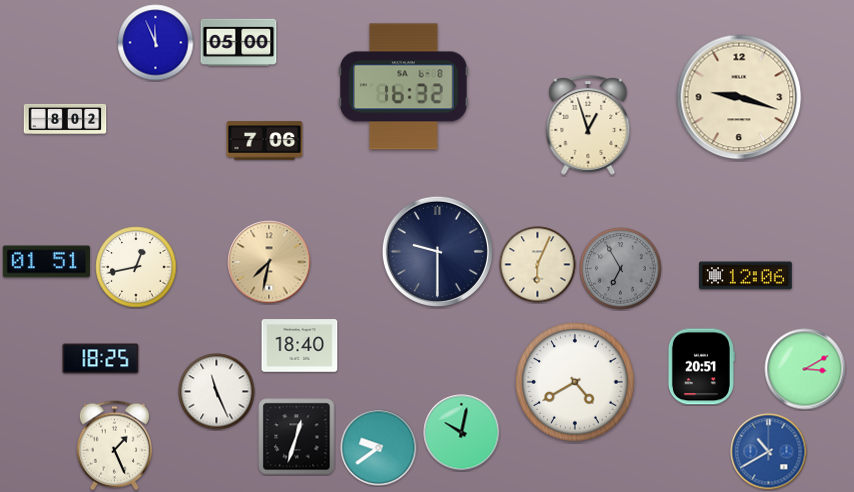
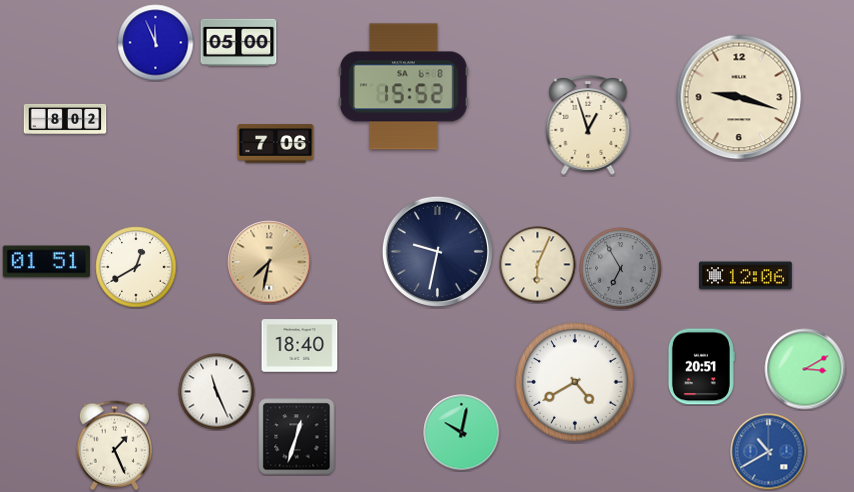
clock at (404, 87): 16:32 -> 15:52
clock at (265, 141) position: (265, 141) -> (276, 144)
clock at (437, 251): 9:30 -> 9:32
clock at (136, 267): 12:43 -> 12:40
clock at (101, 359): 18:25 -> none
clock at (379, 448): 9:39 -> none
